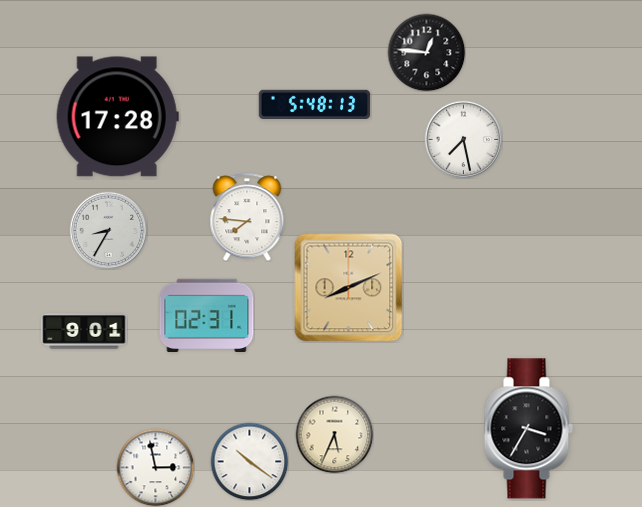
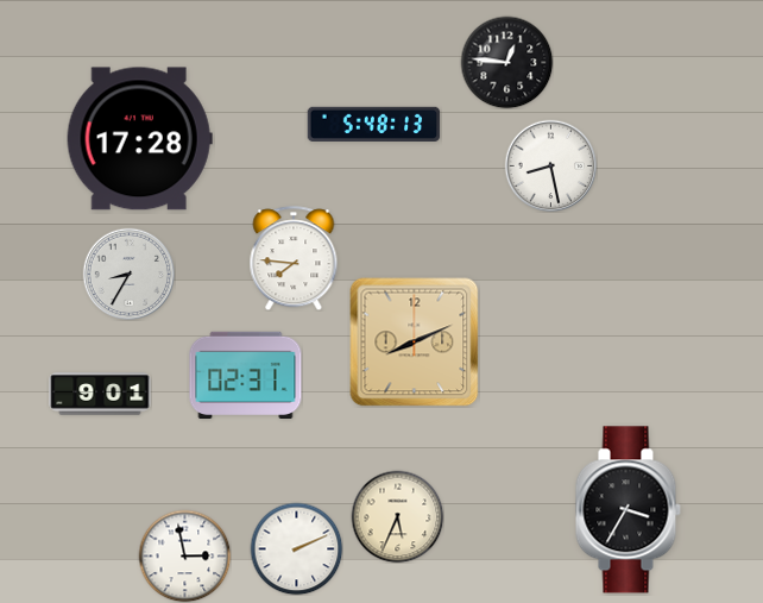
clock at (463, 139): 7:28 -> 8:28
clock at (249, 461): 10:21 -> 2:11
